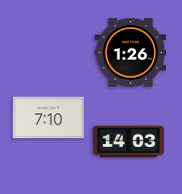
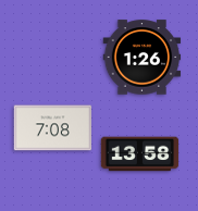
clock at (49, 118): 7:10 -> 7:08
clock at (129, 142): 14:03 -> 13:58
